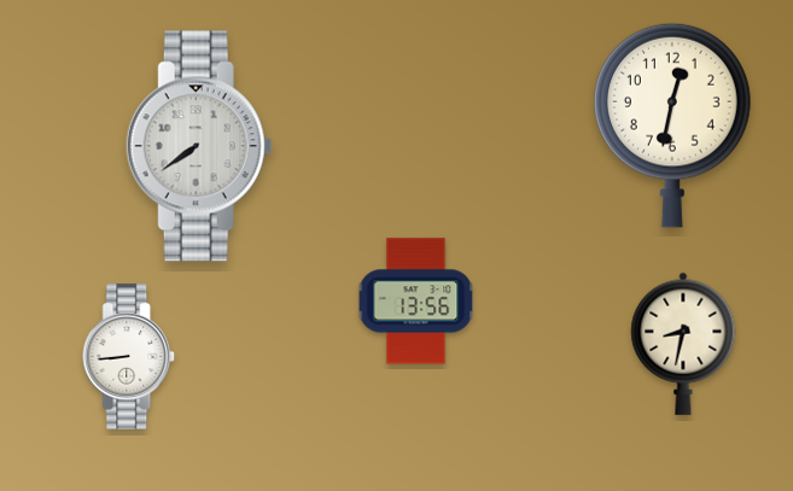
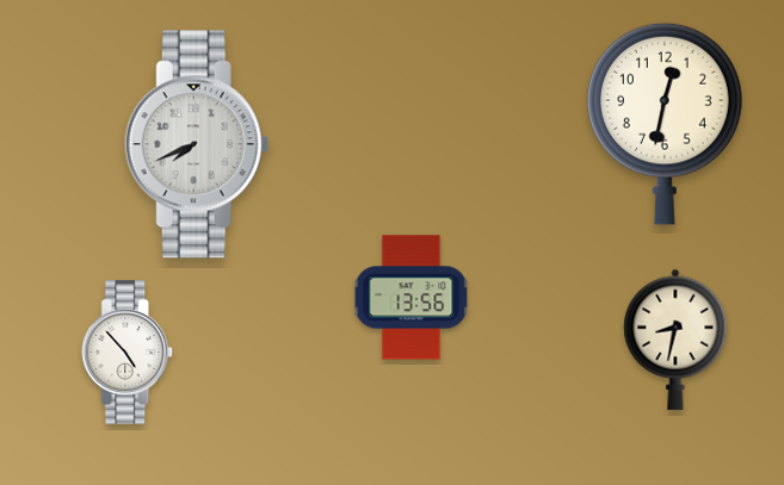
clock at (199, 146): 7:39 -> 7:41
clock at (129, 357): 8:44 -> 4:53
